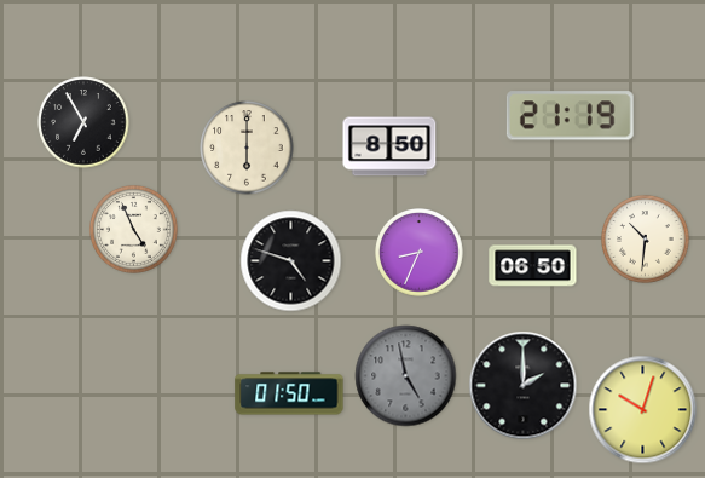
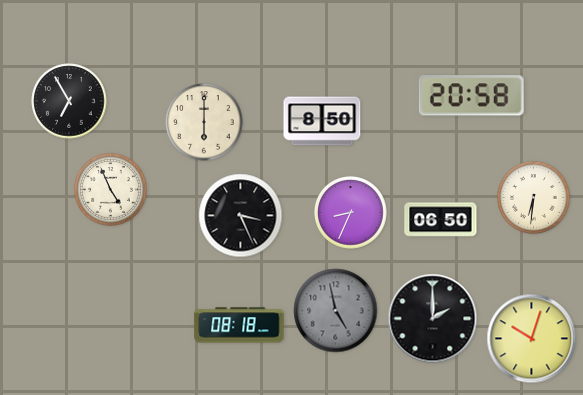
clock at (570, 116): 21:19 -> 20:58
clock at (646, 240): 10:31 -> 6:31
clock at (420, 253) position: (420, 253) -> (351, 213)
clock at (291, 261): 4:48 -> 3:26
clock at (289, 393): 01:50 -> 08:18
